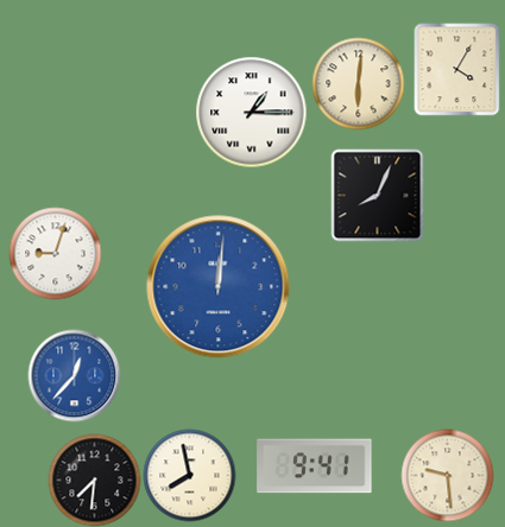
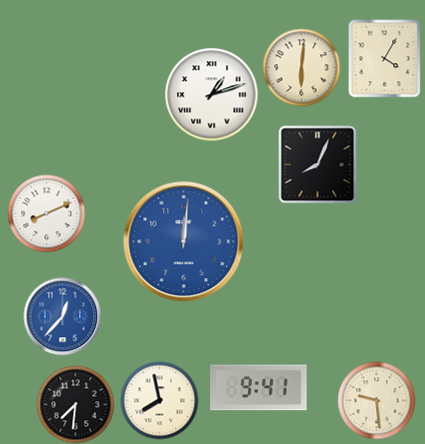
clock at (358, 83) position: (358, 83) -> (301, 67)
clock at (251, 112): 1:15 -> 1:12
clock at (55, 253): 9:03 -> 8:11
clock at (315, 466) position: (315, 466) -> (259, 388)
clock at (94, 480) position: (94, 480) -> (75, 404)
